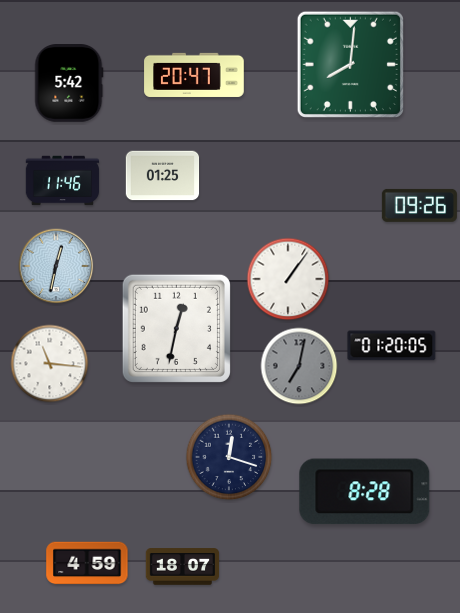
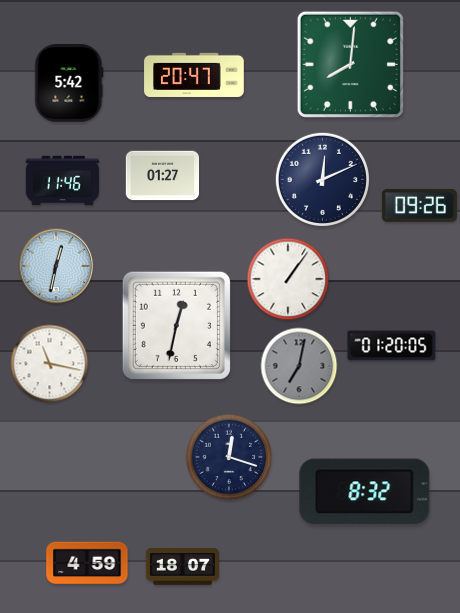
clock at (163, 176): 01:25 -> 01:27
clock at (322, 179): none -> 12:11
clock at (176, 328) position: (176, 328) -> (176, 325)
clock at (50, 364): 11:16 -> 11:17
clock at (365, 492): 8:28 -> 8:32
